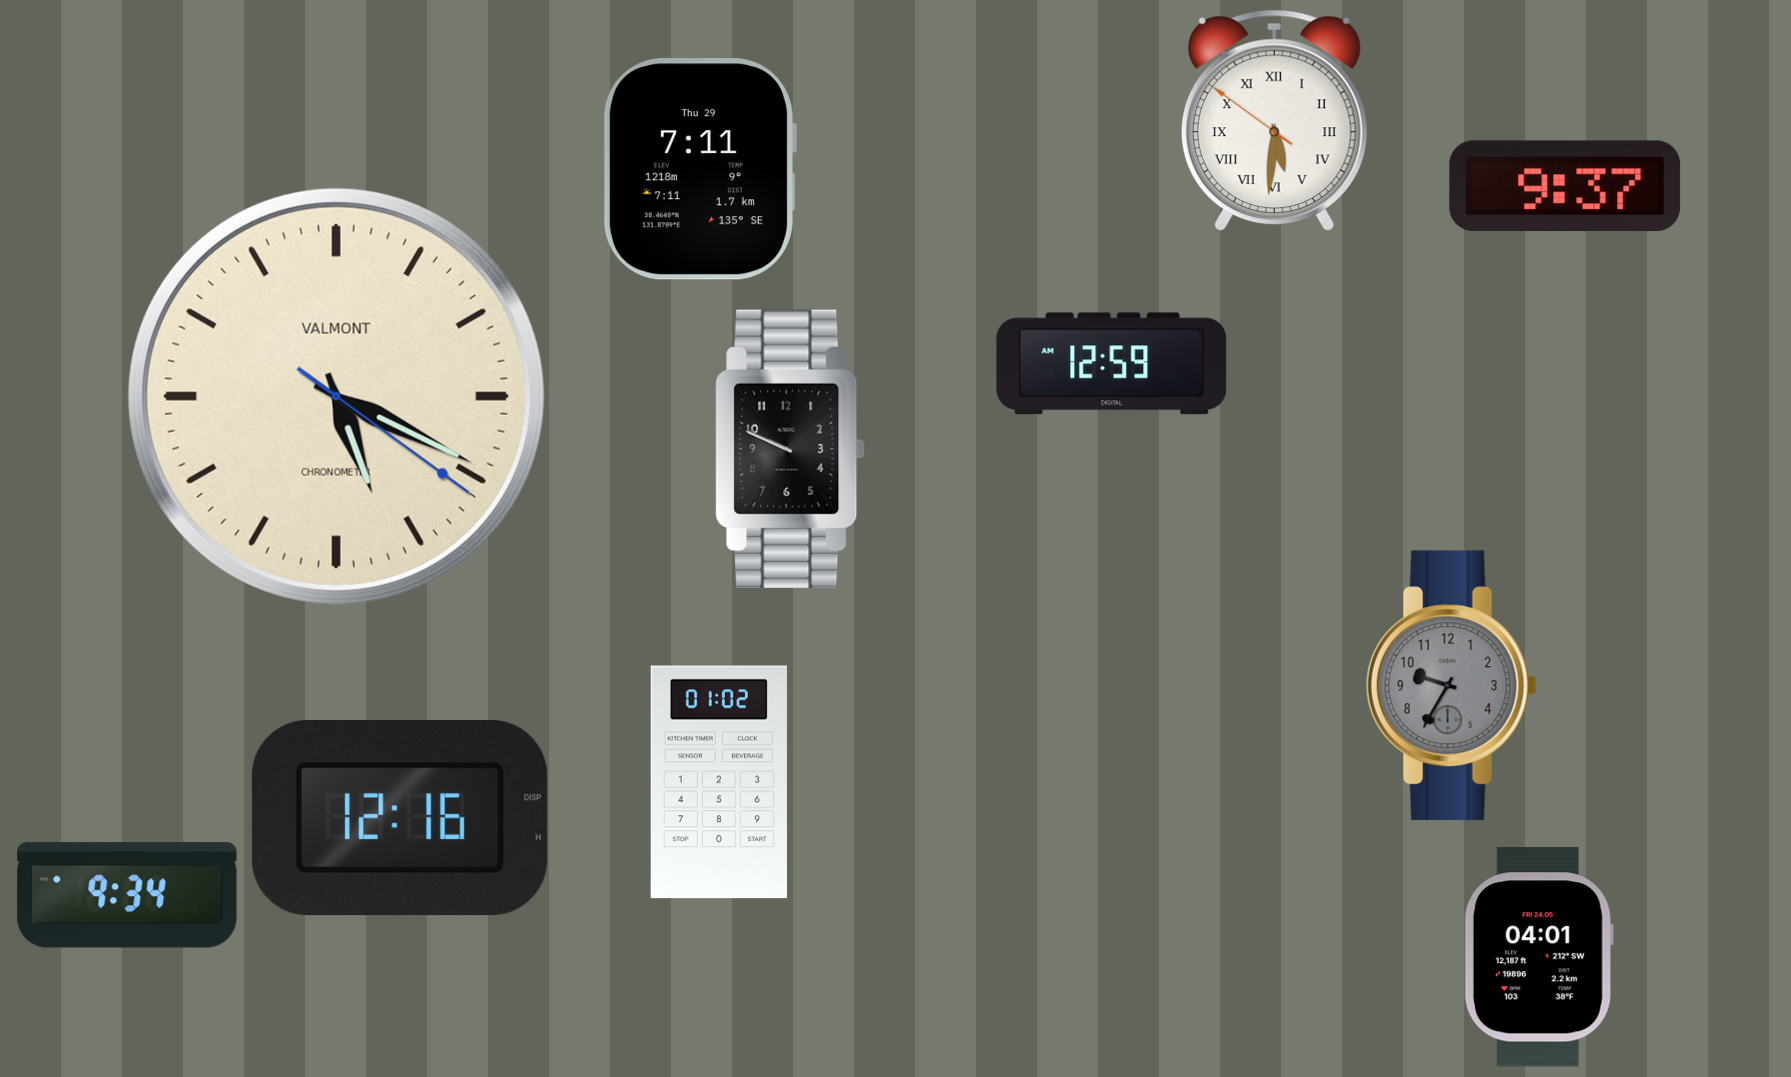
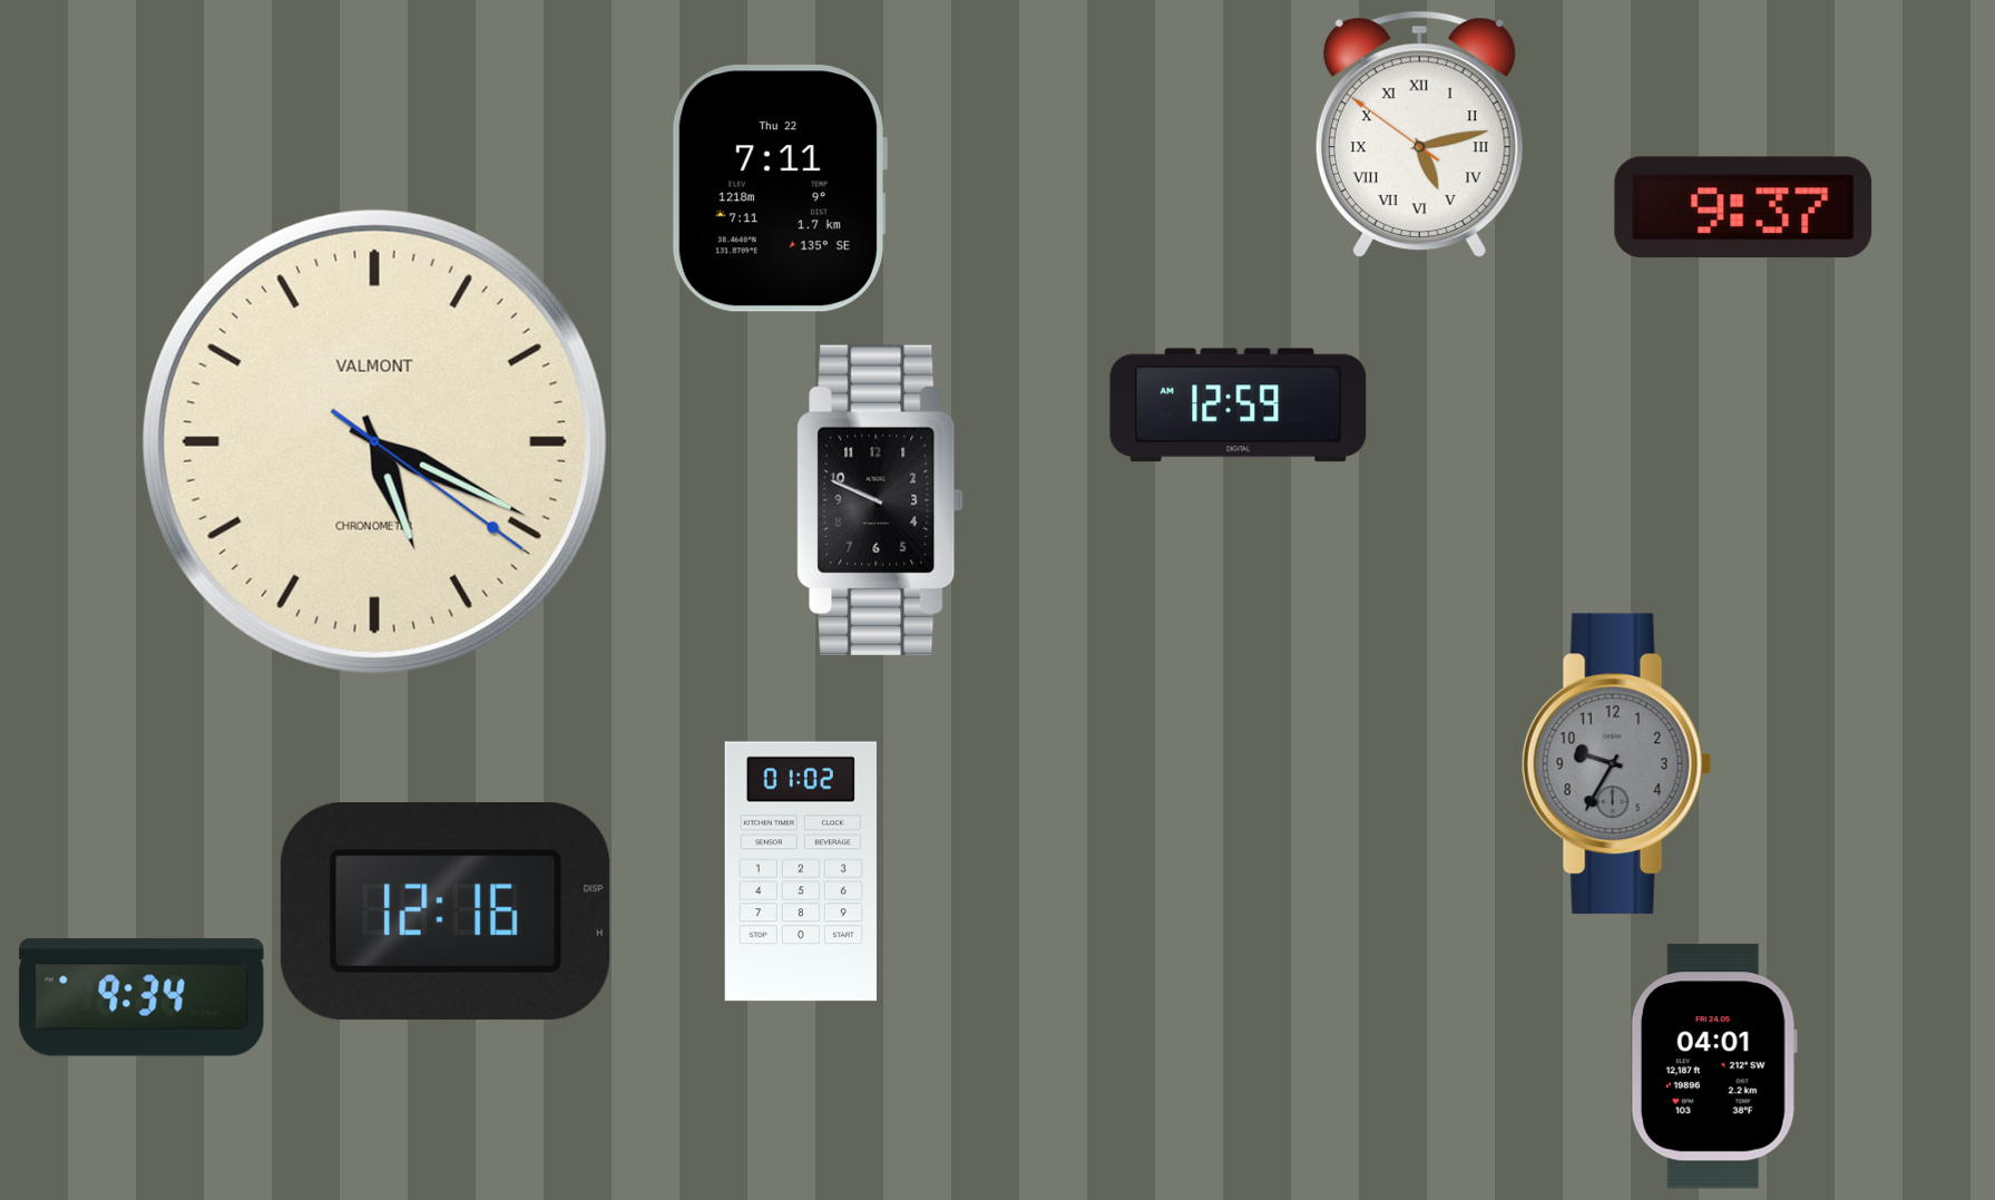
clock at (1274, 121): 5:30 -> 5:12
clock at (699, 169) date: Thu 29 -> Thu 22
